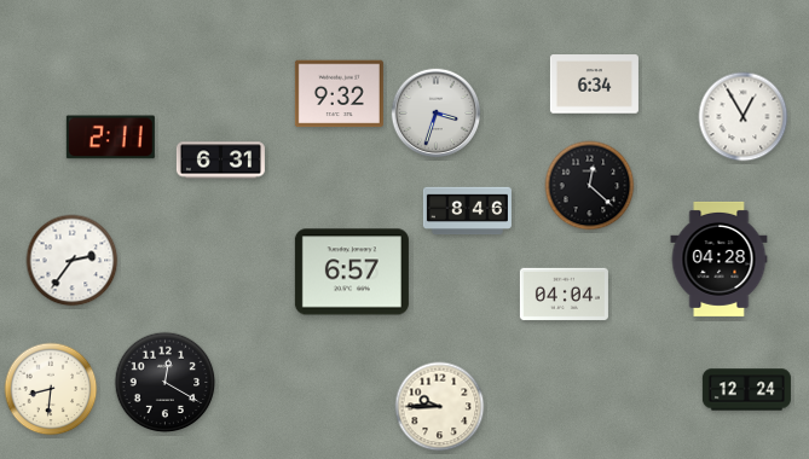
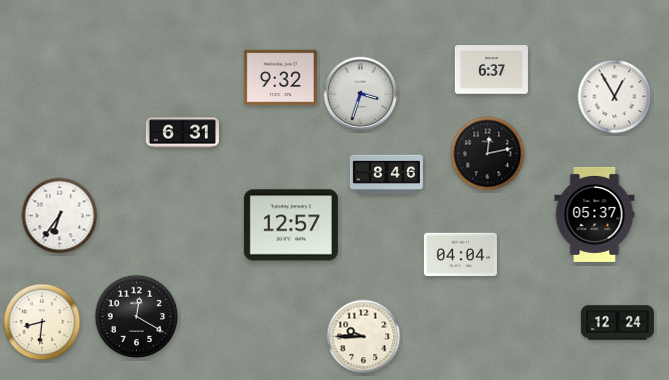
clock at (594, 85): 6:34 -> 6:37
clock at (110, 138): 2:11 -> none
clock at (590, 186): 12:22 -> 12:13
clock at (720, 258): 04:28 -> 05:37
clock at (73, 261): 2:36 -> 6:36
clock at (352, 272): 6:57 -> 12:57
clock at (564, 295) position: (564, 295) -> (460, 255)
